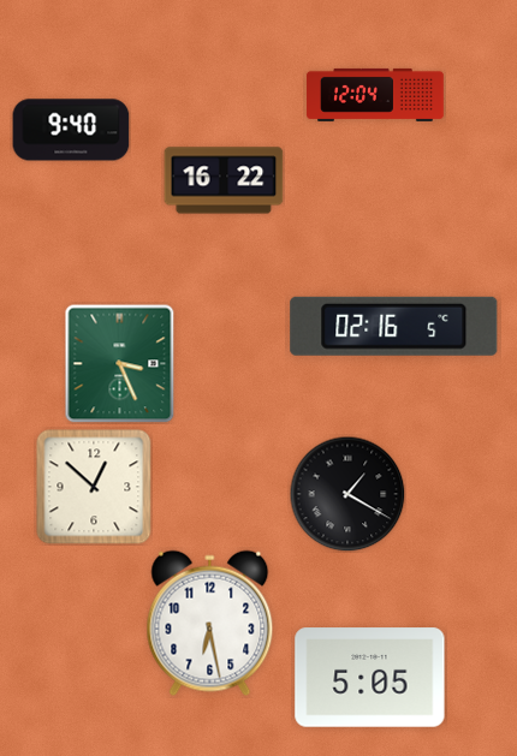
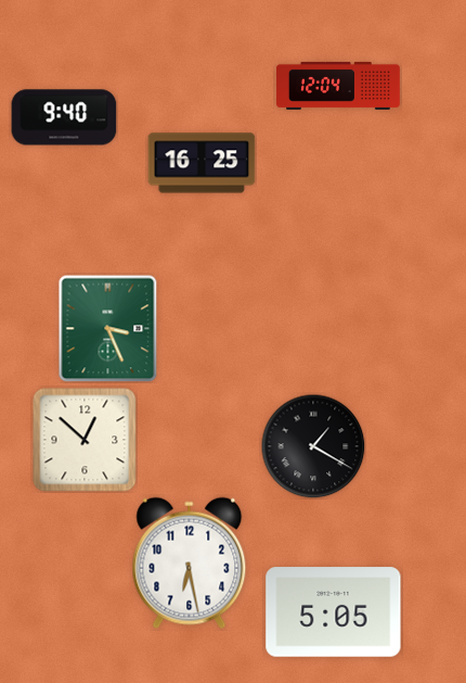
clock at (224, 180): 16:22 -> 16:25
clock at (394, 326): 02:16 -> none
